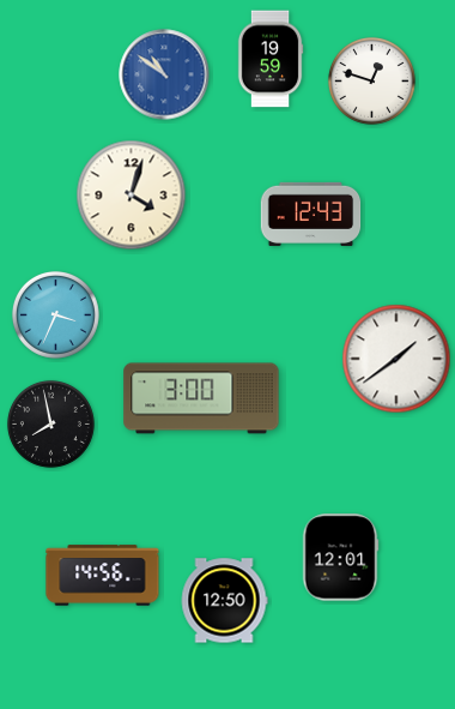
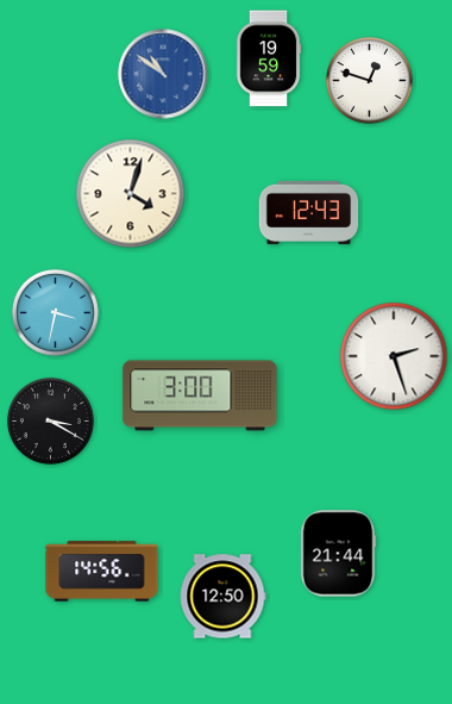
clock at (55, 314): 3:34 -> 3:32
clock at (396, 359): 1:39 -> 2:27
clock at (50, 423): 7:58 -> 3:20
clock at (340, 558): 12:01 -> 21:44
